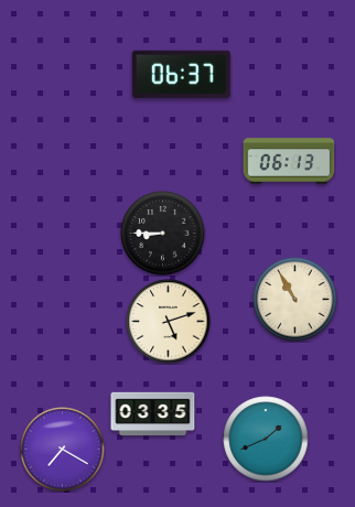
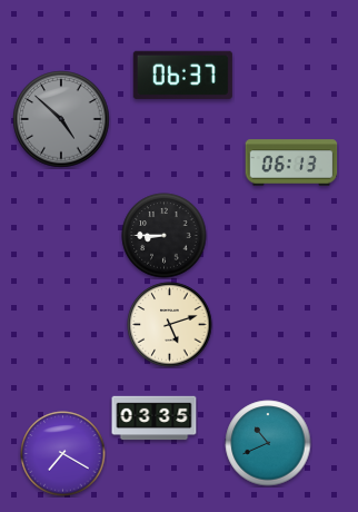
clock at (61, 119): none -> 4:52
clock at (295, 300): 10:55 -> none
clock at (266, 439): 1:41 -> 10:41
